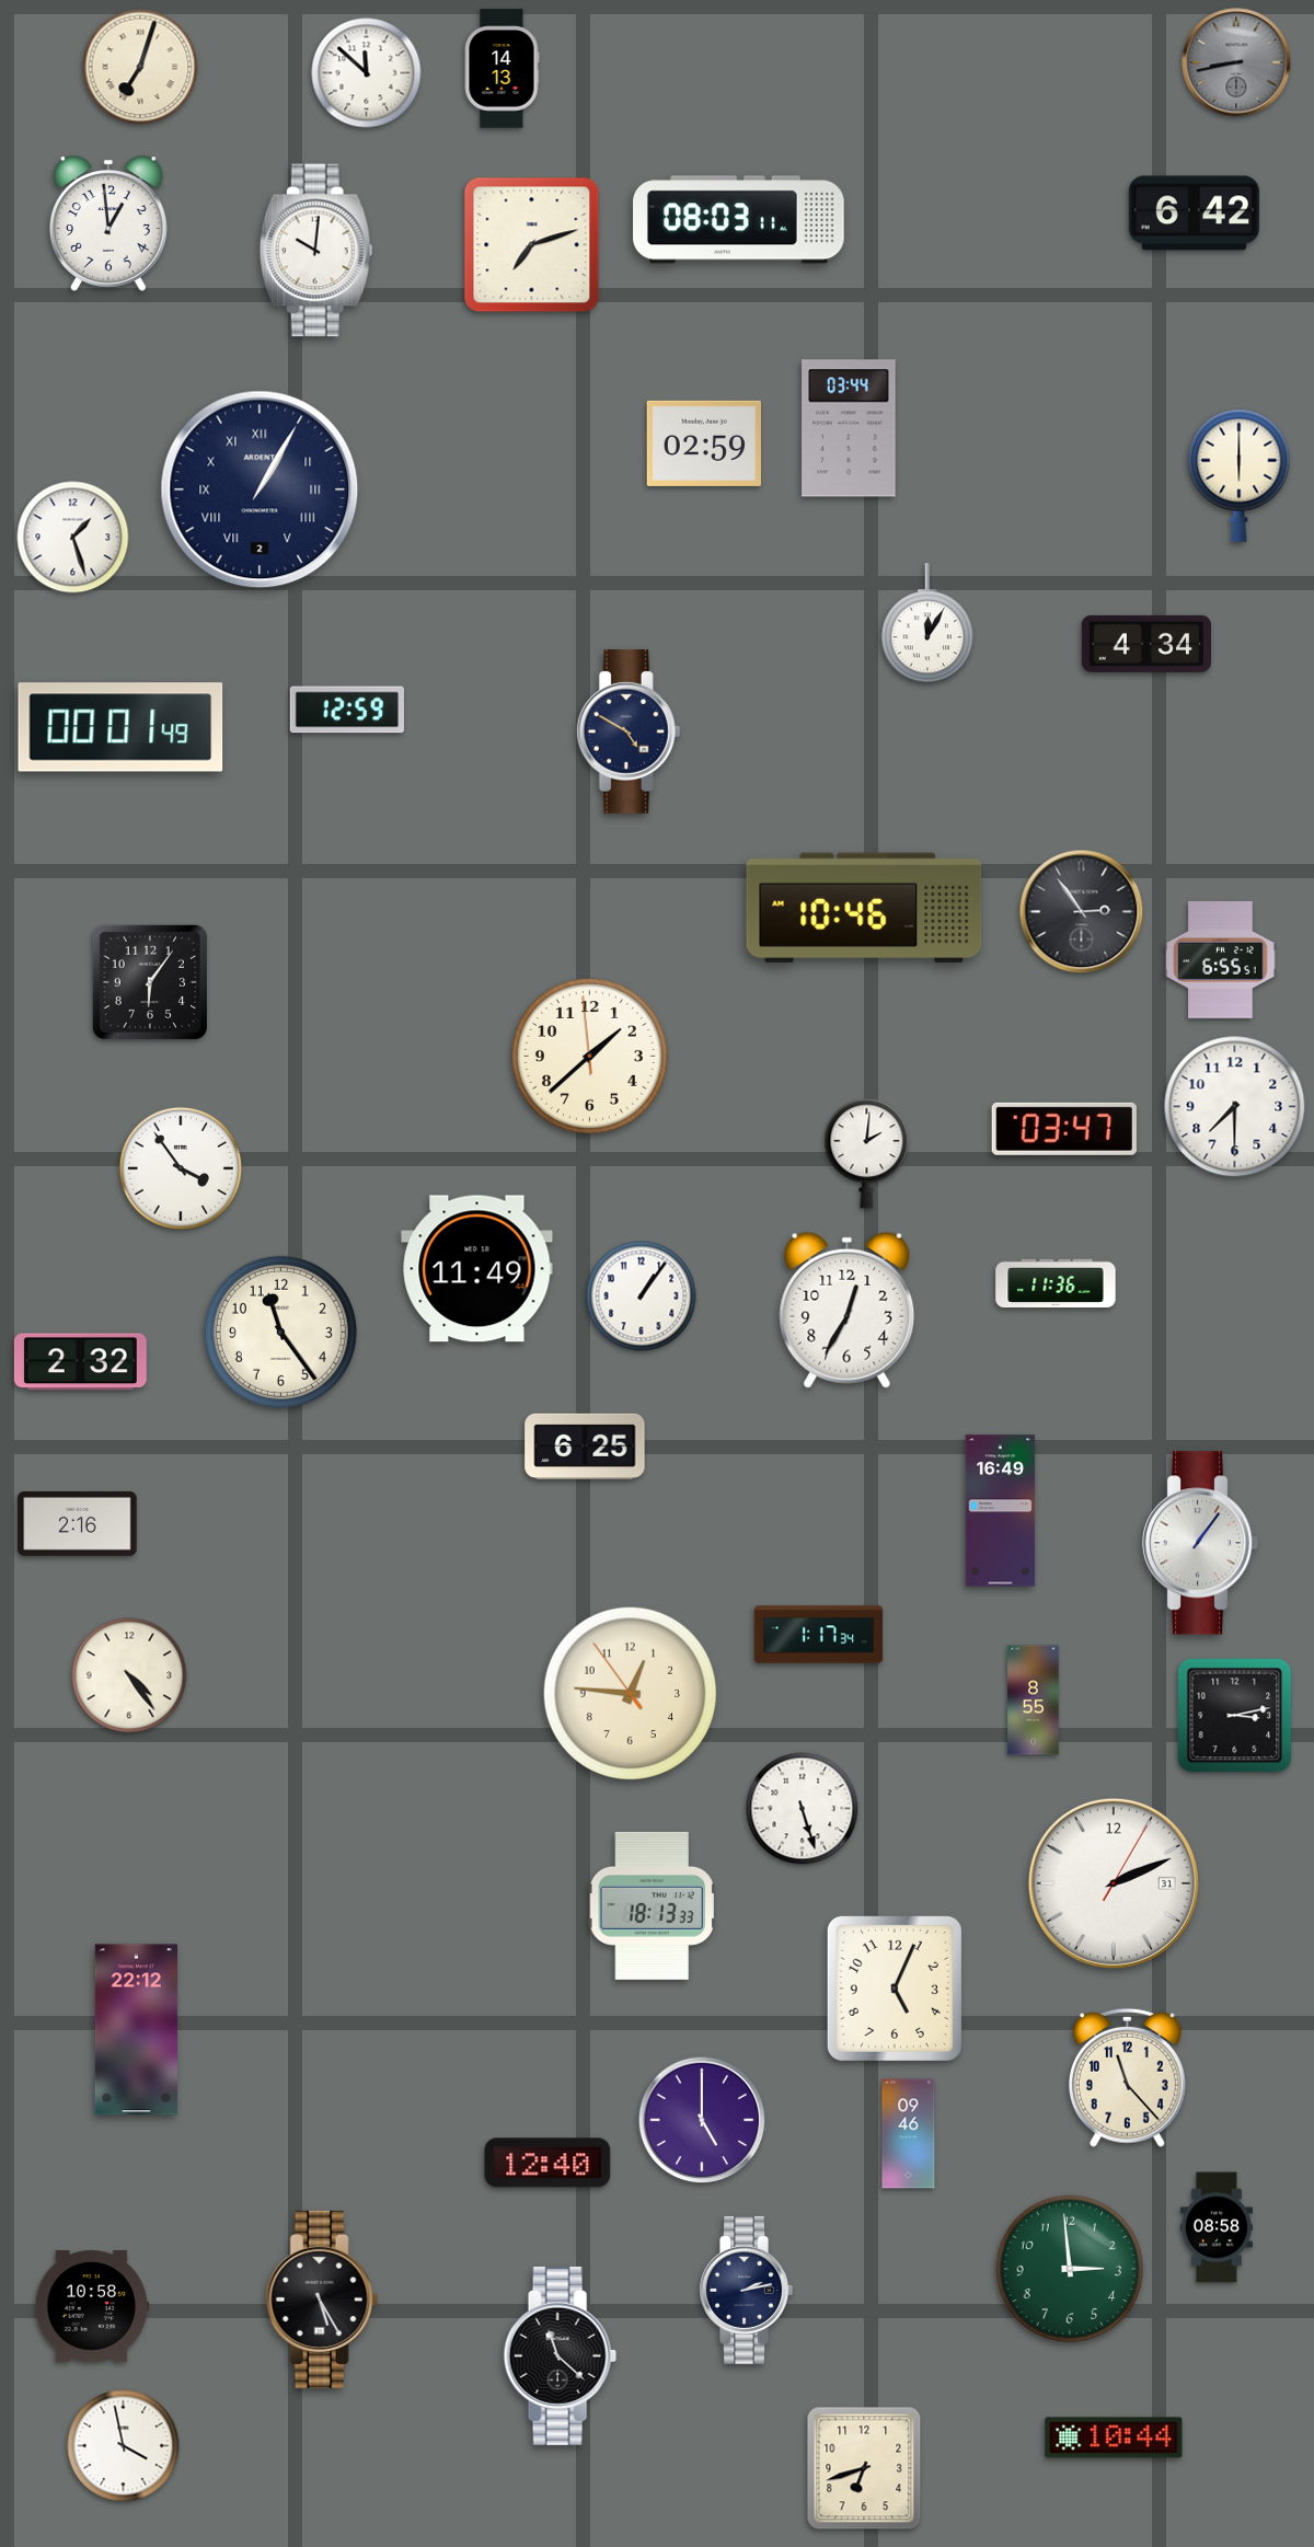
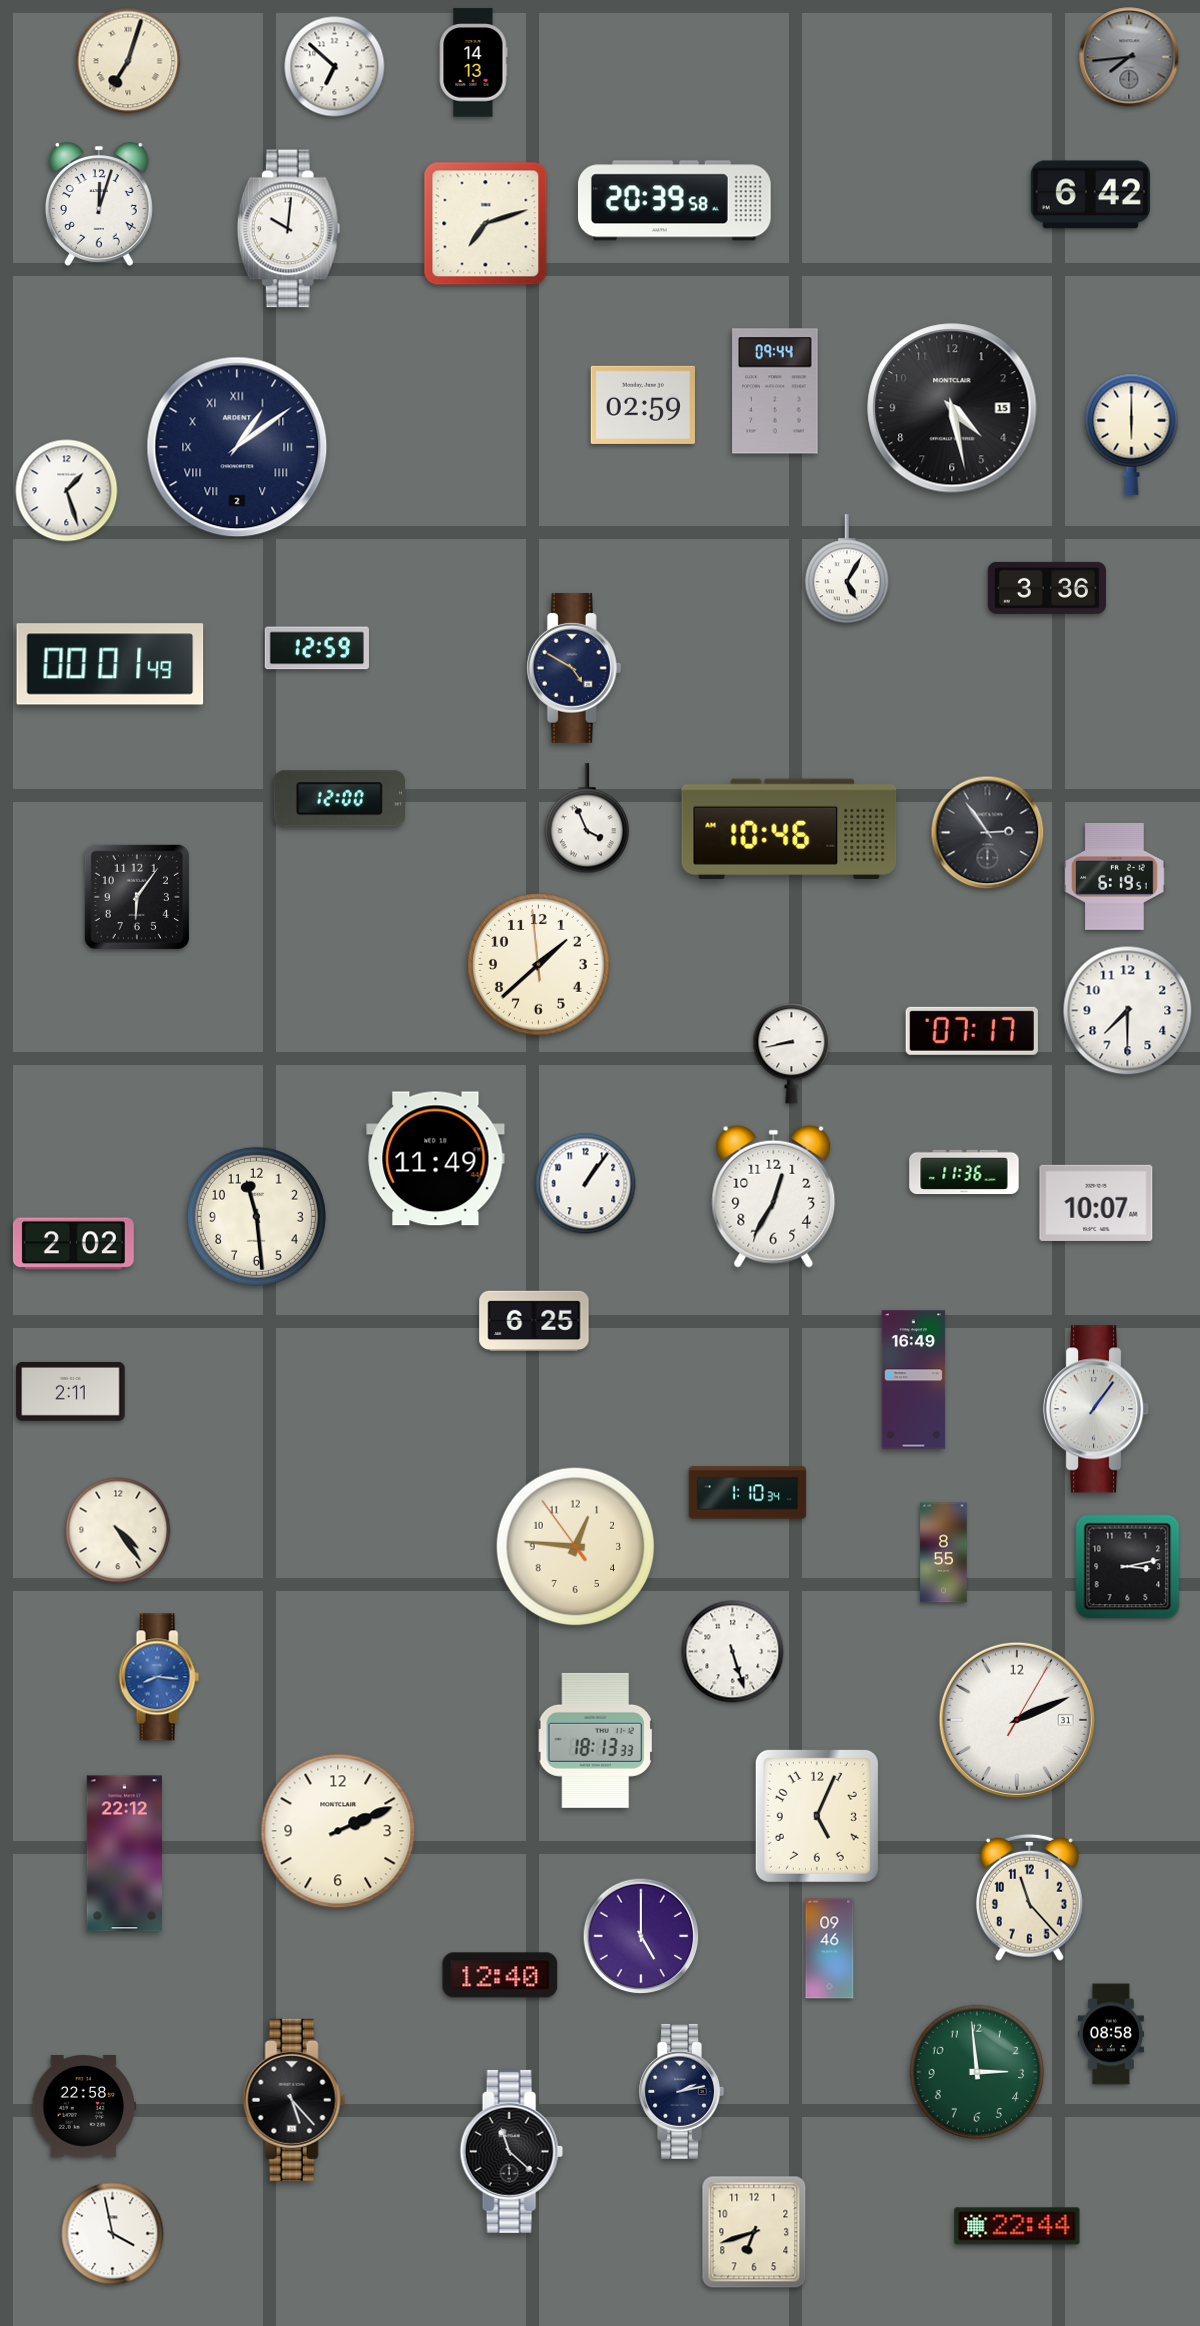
clock at (1236, 62): 8:43 -> 7:44
clock at (502, 69) position: (502, 69) -> (473, 63)
clock at (367, 73): 11:52 -> 6:52
clock at (739, 220): 08:03 -> 20:39
clock at (108, 223): 12:59 -> 12:03
clock at (849, 428): 03:44 -> 09:44
clock at (952, 408): none -> 4:28
clock at (260, 489): 1:05 -> 1:09
clock at (926, 624): 12:05 -> 5:05
clock at (1145, 644): 4:34 -> 3:36
clock at (340, 799): none -> 12:00
clock at (586, 819): none -> 3:56
clock at (1221, 959): 6:55 -> 6:19
clock at (1064, 1129): 03:47 -> 07:17
clock at (867, 1154): 2:01 -> 8:43
clock at (181, 1168): 3:54 -> none
clock at (1096, 1203): none -> 10:07
clock at (280, 1332): 11:24 -> 11:29
clock at (80, 1362): 2:32 -> 2:02
clock at (78, 1523): 2:16 -> 2:11
clock at (819, 1635): 1:17 -> 1:10
clock at (159, 1677): none -> 8:16
clock at (338, 1831): none -> 2:11
clock at (322, 2300): 5:25 -> 5:23
clock at (91, 2307): 10:58 -> 22:58
clock at (1114, 2437): 10:44 -> 22:44
clock at (864, 2468) position: (864, 2468) -> (754, 2232)
